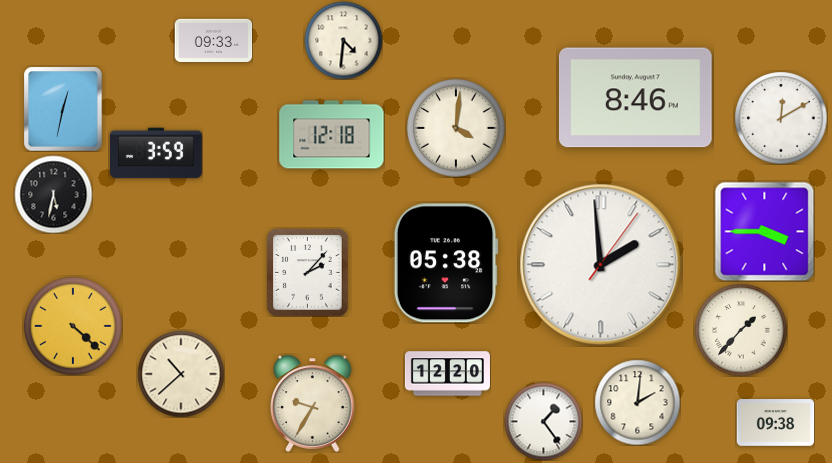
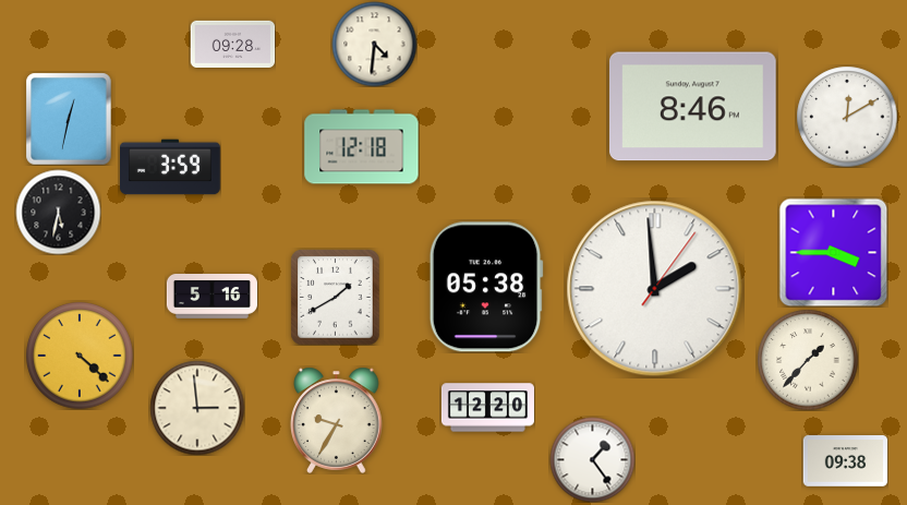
clock at (213, 40): 09:33 -> 09:28
clock at (781, 118) position: (781, 118) -> (847, 117)
clock at (456, 128): 4:01 -> none
clock at (211, 297): none -> 5:16
clock at (308, 272): 2:07 -> 1:40
clock at (181, 374): 10:38 -> 2:59
clock at (637, 402): 2:01 -> none
clock at (313, 403) position: (313, 403) -> (337, 420)
